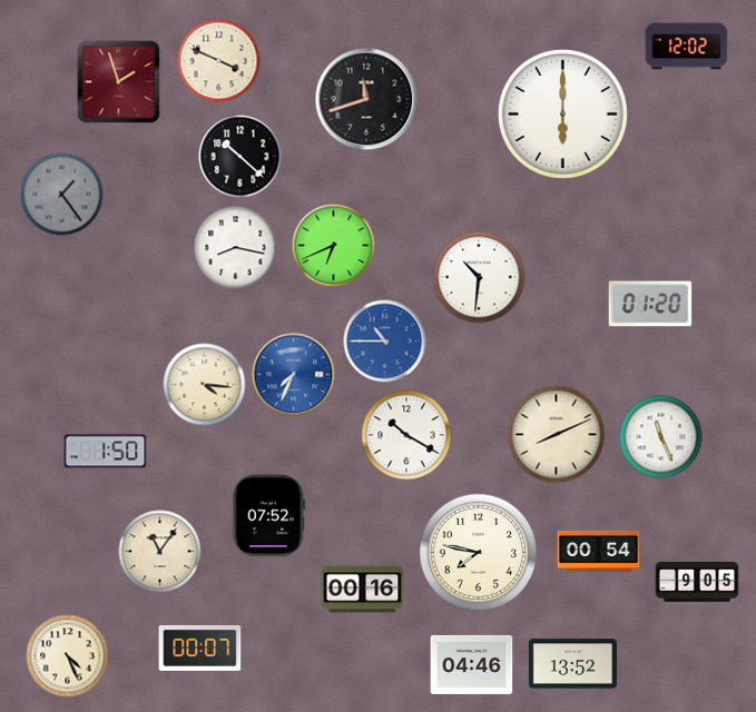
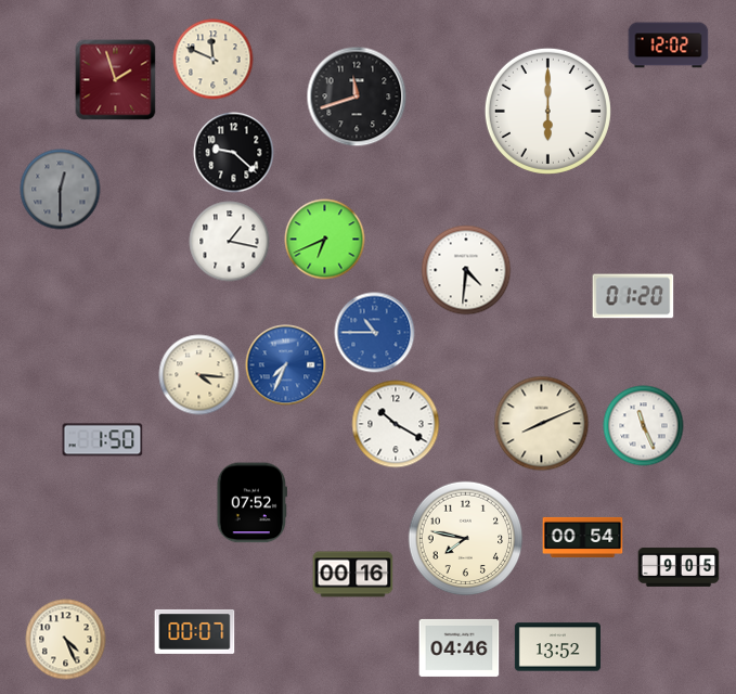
clock at (219, 61): 3:49 -> 11:49
clock at (240, 157): 10:22 -> 9:22
clock at (62, 195): 1:24 -> 12:30
clock at (236, 248): 8:17 -> 1:17
clock at (479, 277): 10:31 -> 4:31
clock at (268, 516) position: (268, 516) -> (251, 503)
clock at (160, 552): 11:06 -> none
